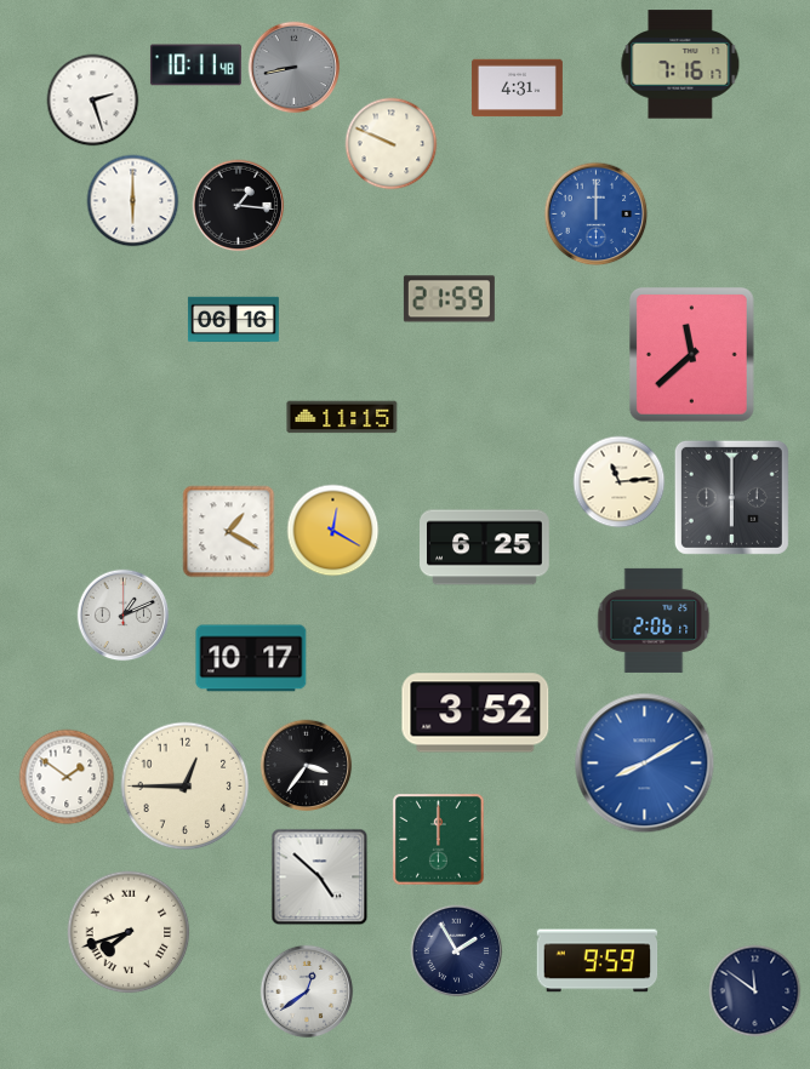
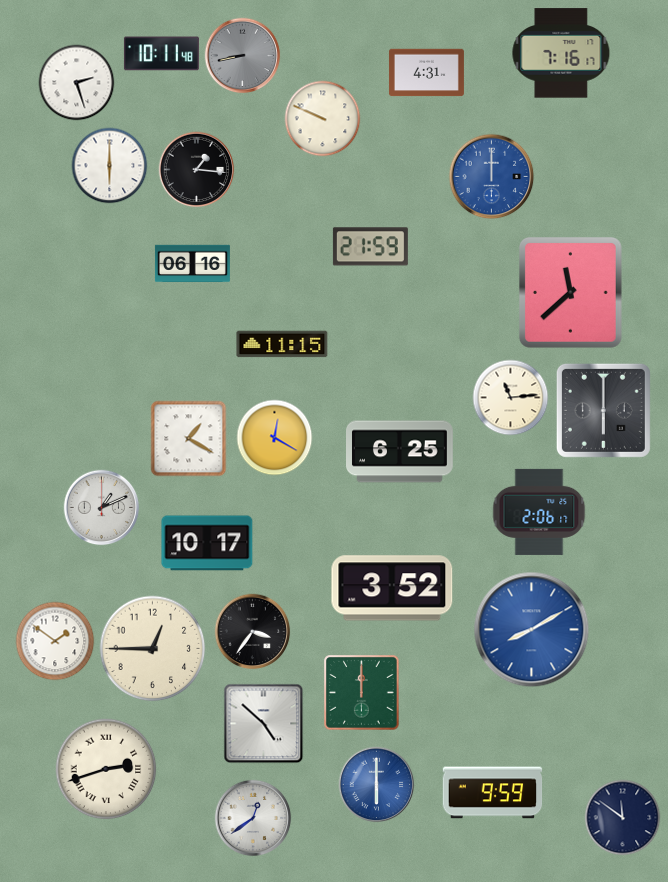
clock at (129, 932): 7:42 -> 2:42
clock at (457, 951): 1:55 -> 6:00
clock at (457, 951) dial: navy -> blue
